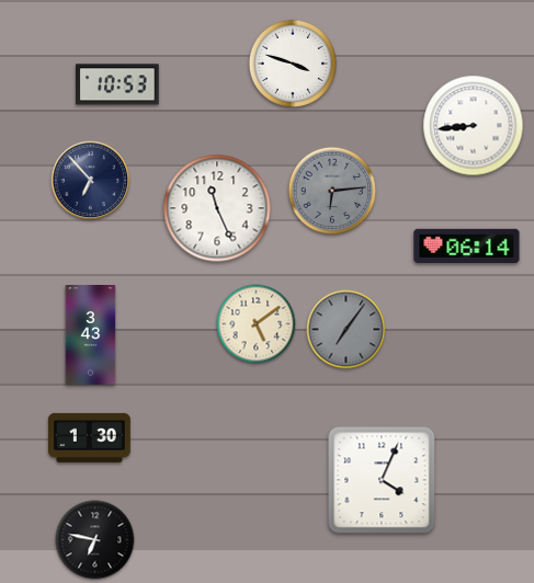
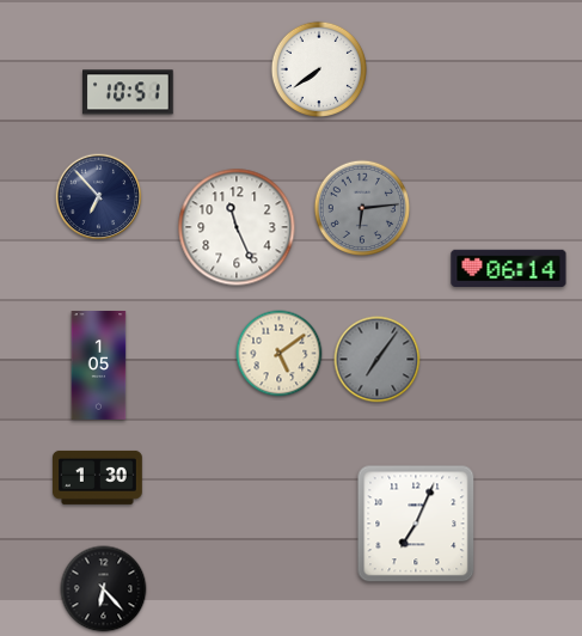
clock at (292, 62): 3:48 -> 7:39
clock at (117, 84): 10:53 -> 10:51
clock at (474, 126): 8:44 -> none
clock at (91, 335): 3:43 -> 1:05
clock at (382, 480): 4:04 -> 7:04
clock at (95, 540): 6:47 -> 6:23
